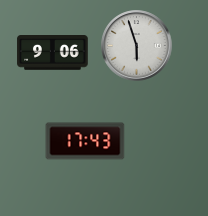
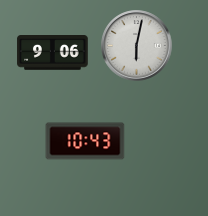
clock at (137, 46): 5:57 -> 6:02
clock at (85, 141): 17:43 -> 10:43
